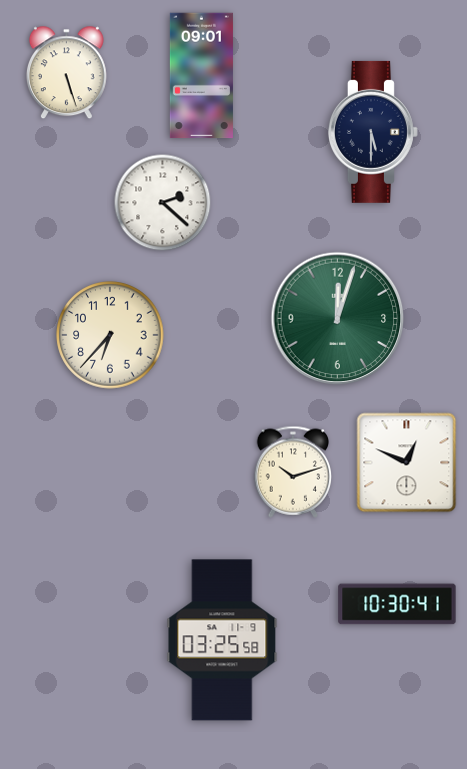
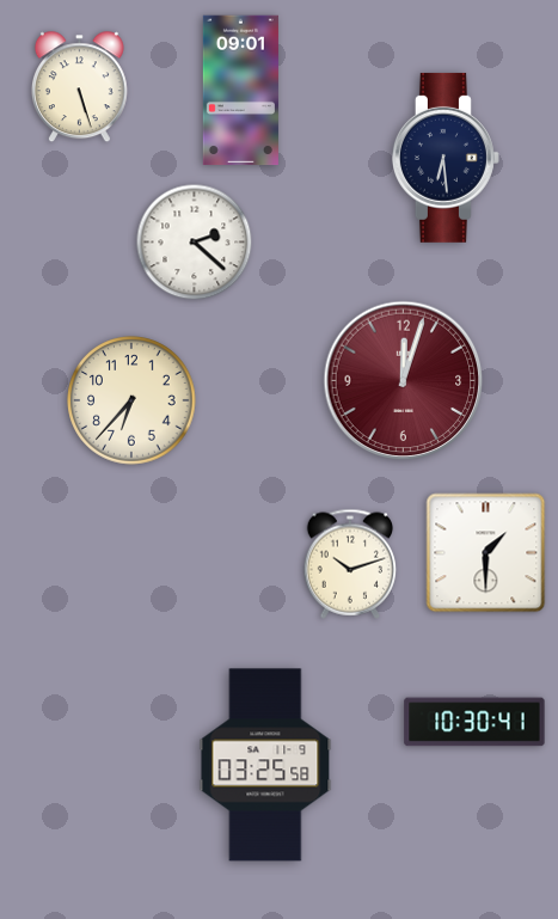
clock at (373, 132): 5:30 -> 6:29
clock at (338, 319) dial: green -> burgundy
clock at (407, 463): 12:49 -> 1:30
